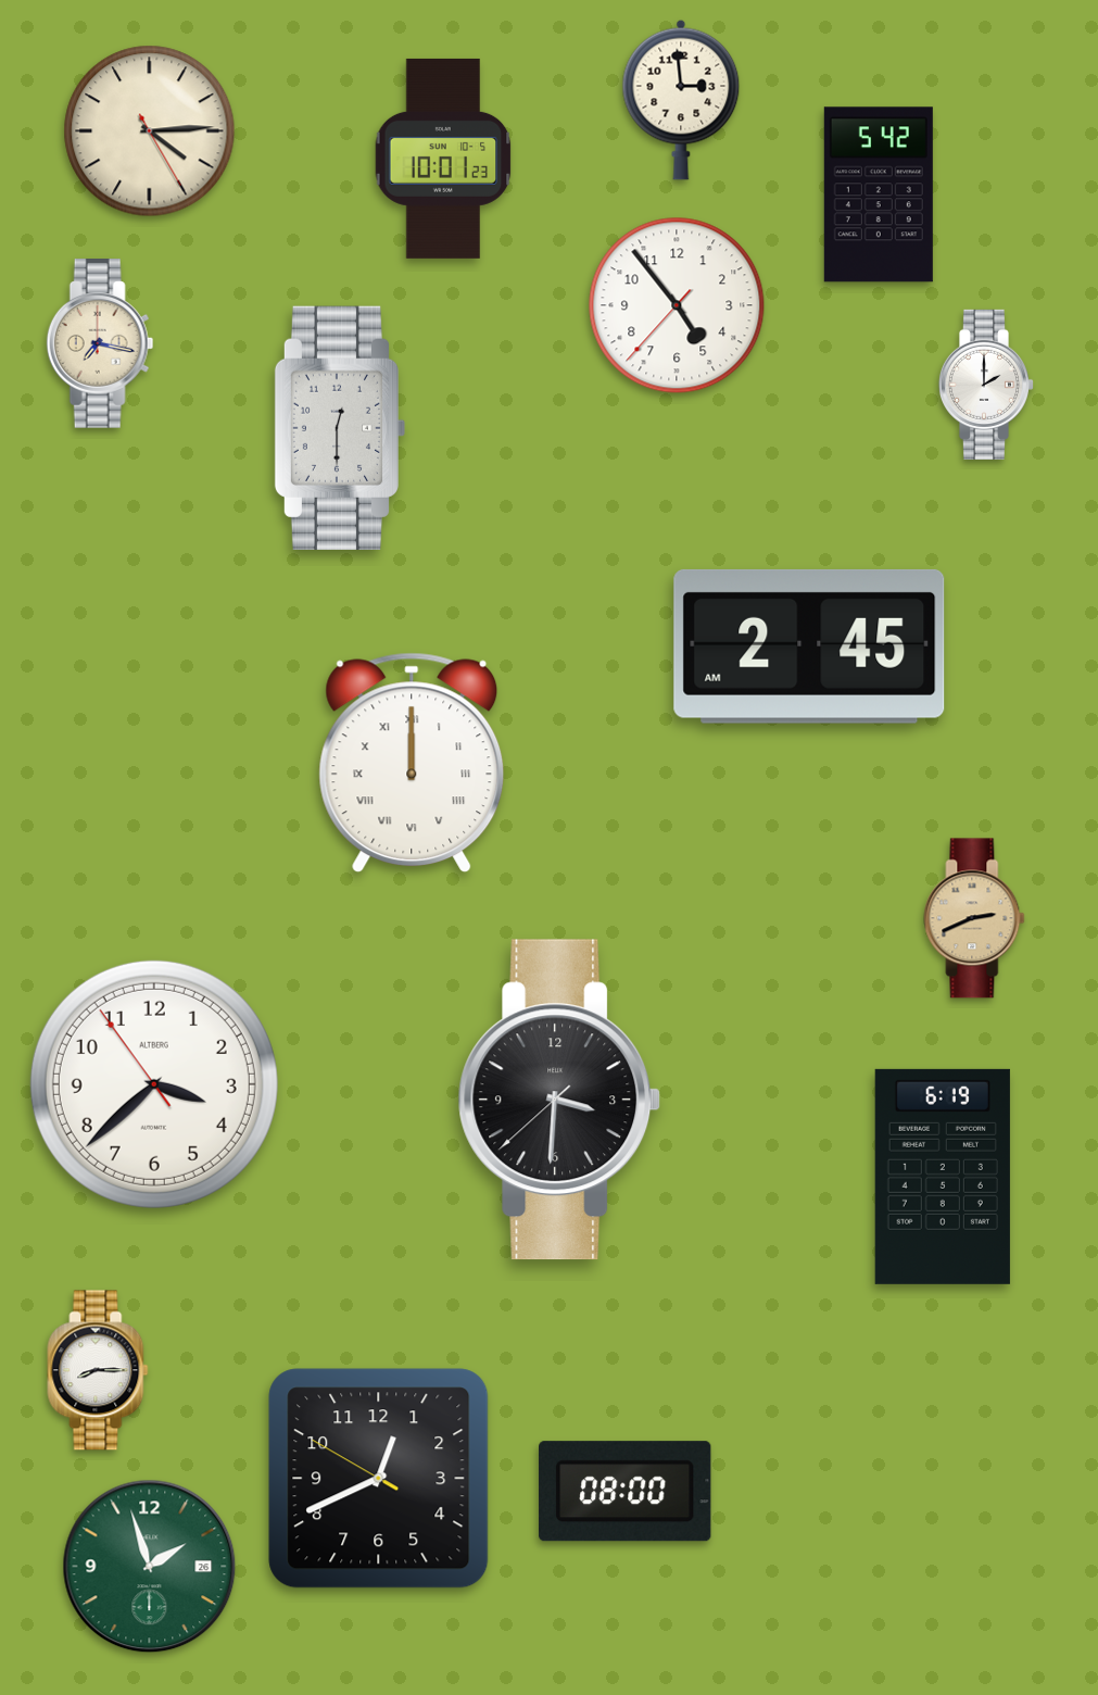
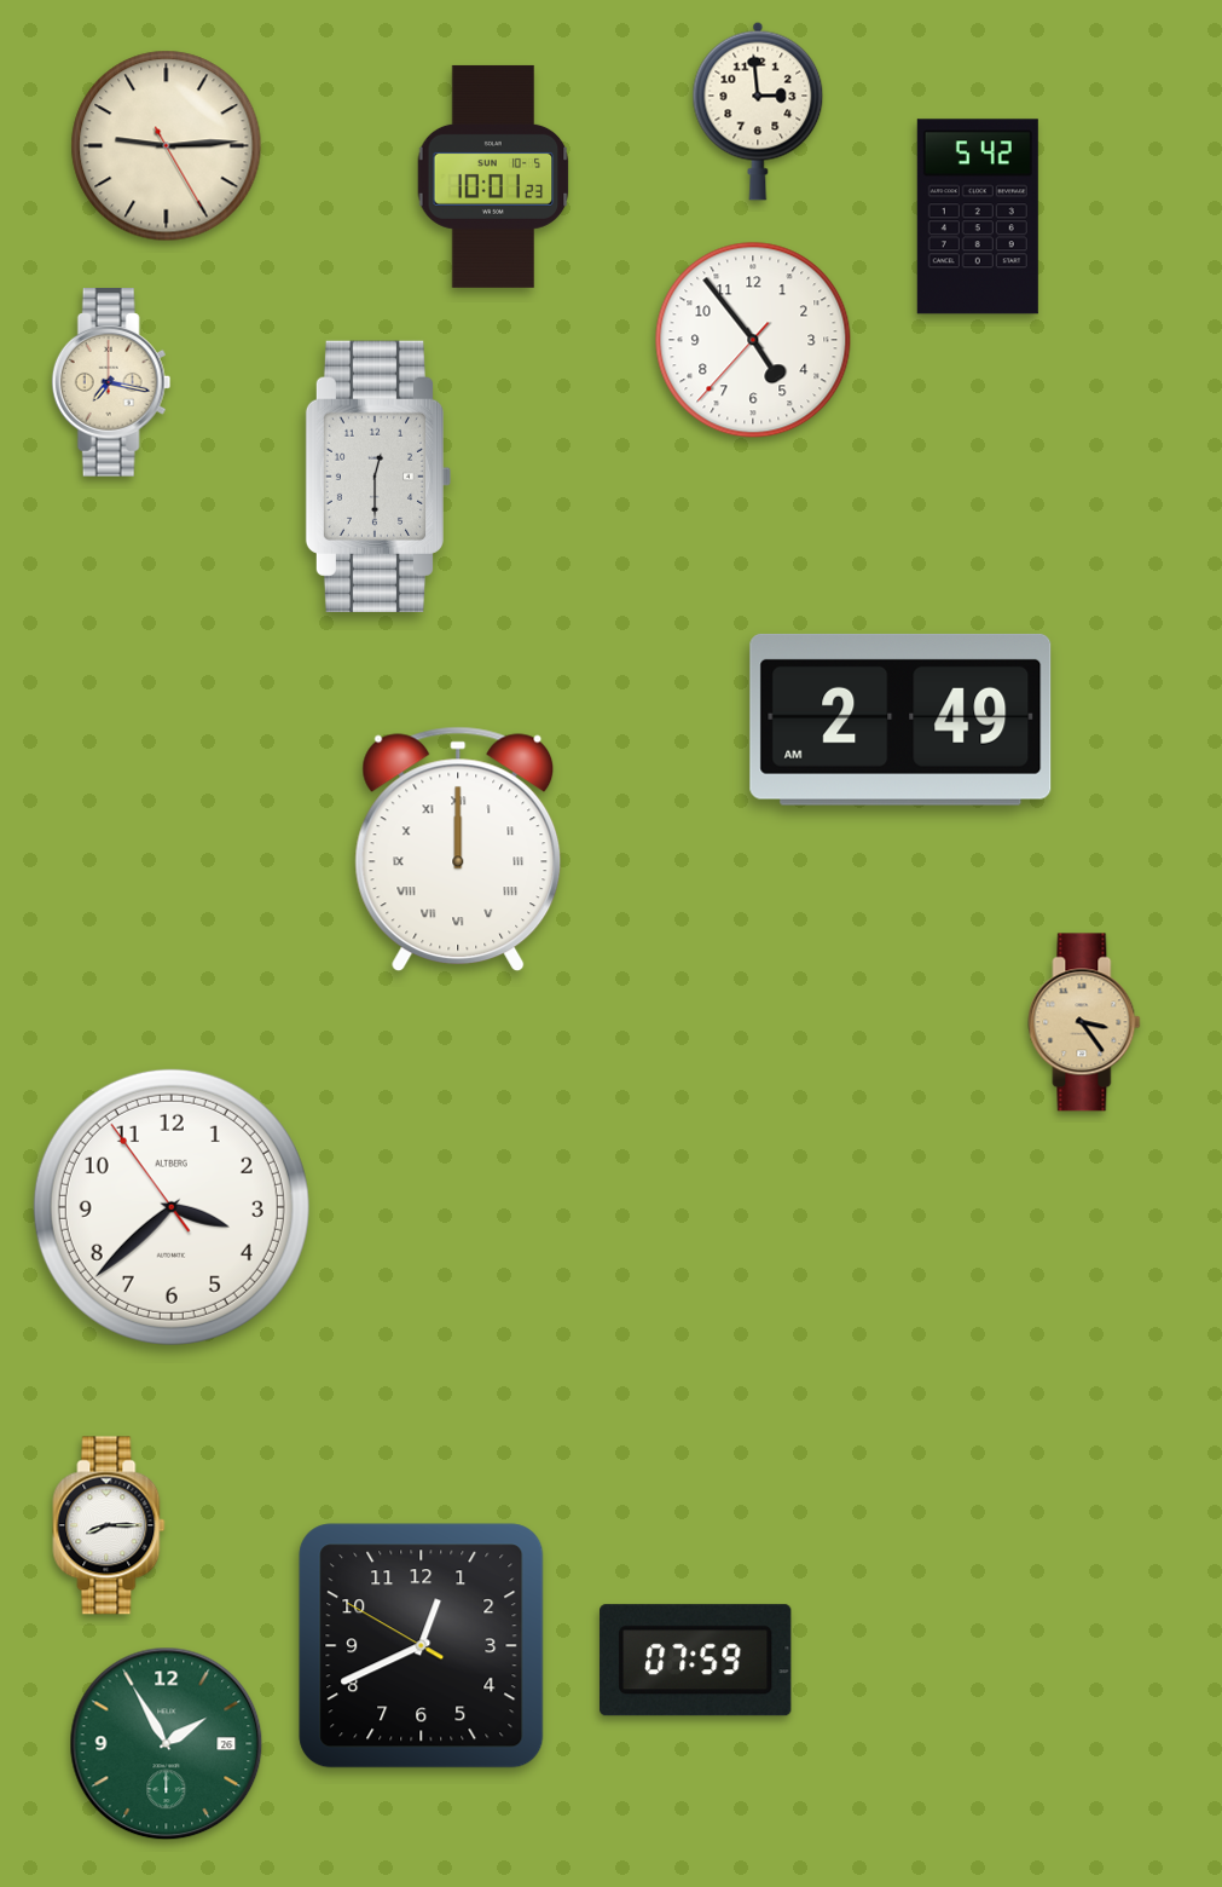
clock at (150, 131): 4:14 -> 9:14
clock at (985, 385): 2:00 -> none
clock at (809, 646): 2:45 -> 2:49
clock at (974, 918): 2:41 -> 3:24
clock at (559, 1100): 3:30 -> none
clock at (943, 1177): 6:19 -> none
clock at (626, 1492): 08:00 -> 07:59
clock at (150, 1567): 1:57 -> 1:55
